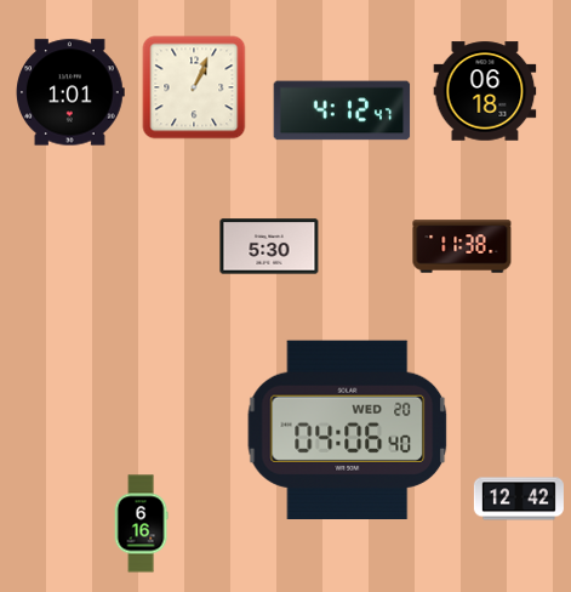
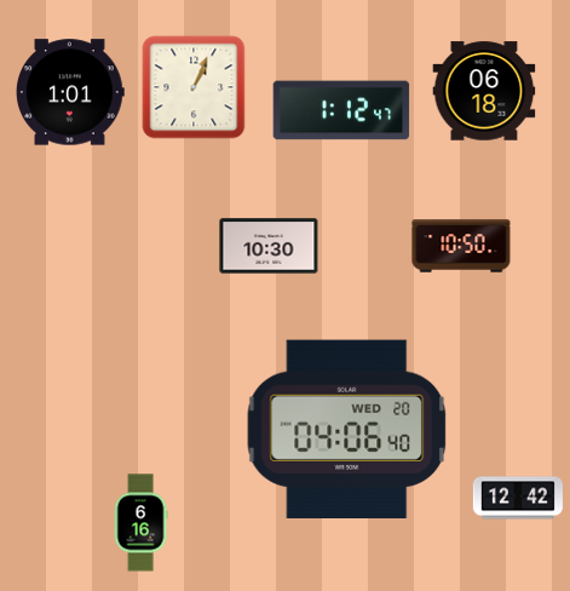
clock at (342, 110): 4:12 -> 1:12
clock at (269, 246): 5:30 -> 10:30
clock at (462, 246): 11:38 -> 10:50
